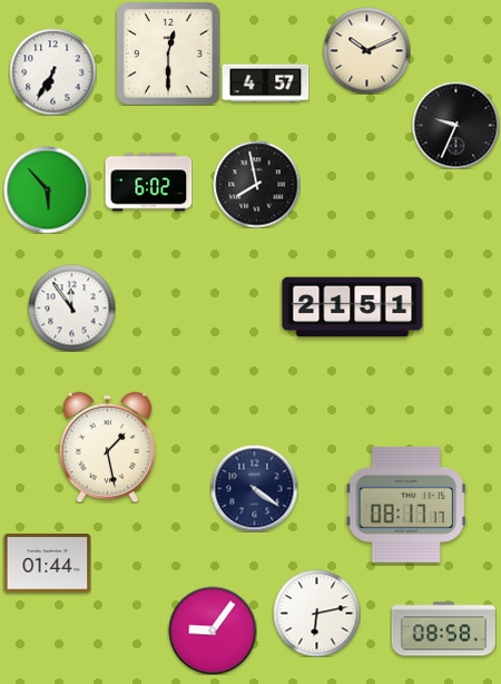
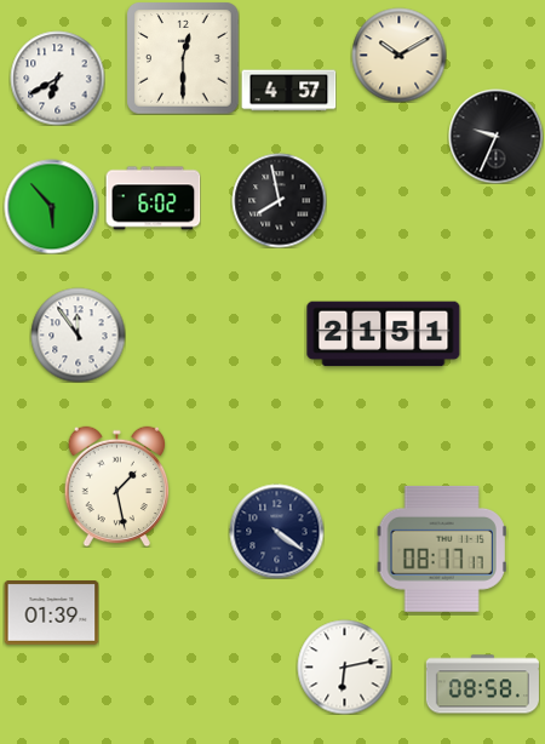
clock at (366, 50): 10:11 -> 10:10
clock at (52, 71): 6:35 -> 6:40
clock at (148, 183) position: (148, 183) -> (153, 199)
clock at (47, 564): 01:44 -> 01:39
clock at (213, 631): 9:06 -> none
